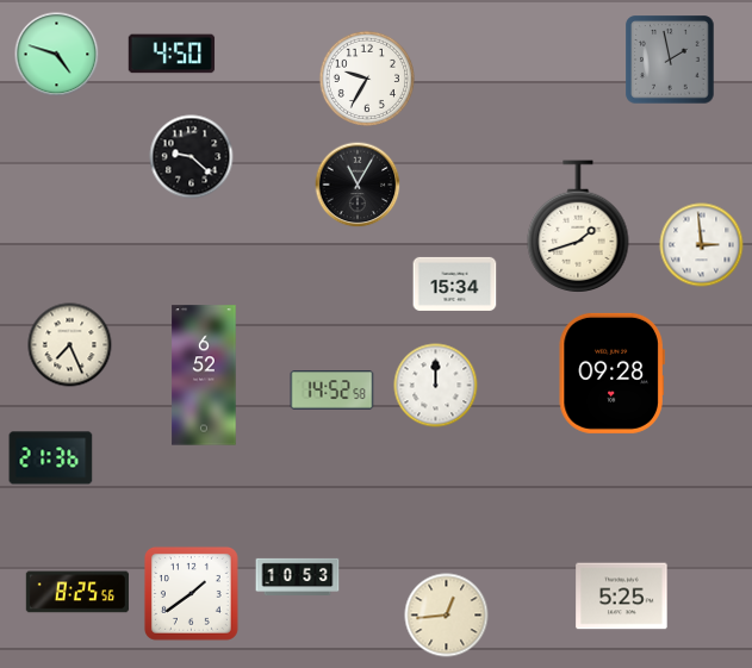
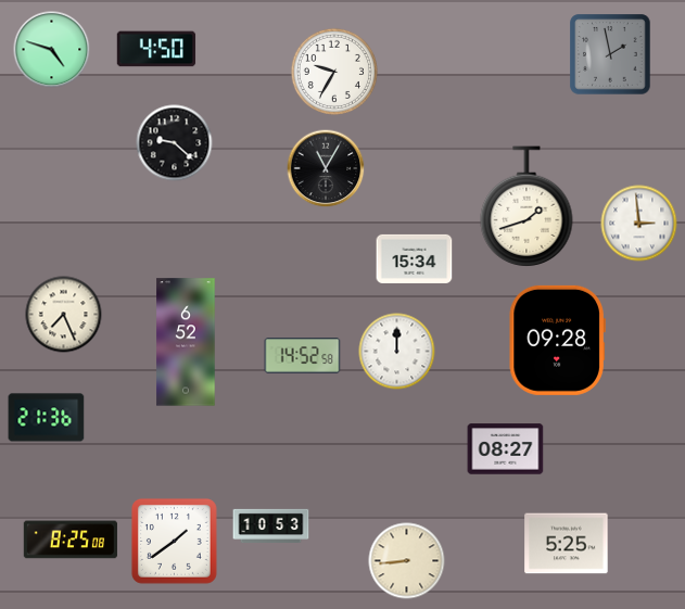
clock at (506, 449): none -> 08:27
clock at (77, 592): 8:25:56 -> 8:25:08
clock at (447, 616): 12:44 -> 8:44
